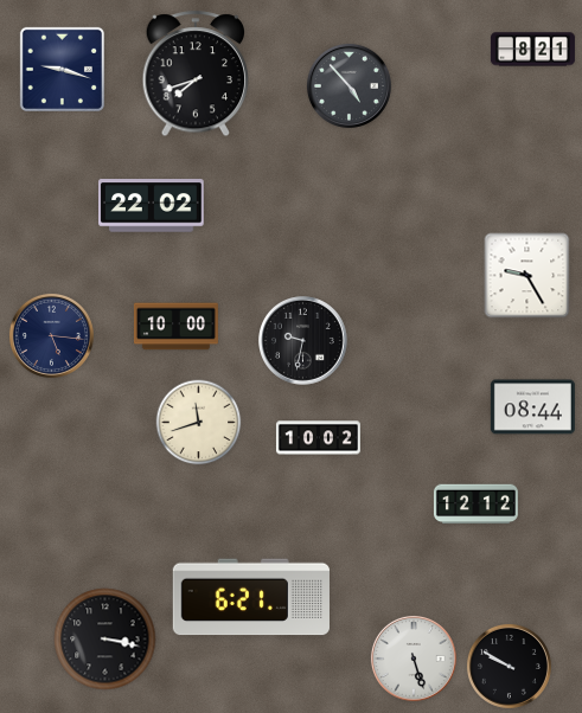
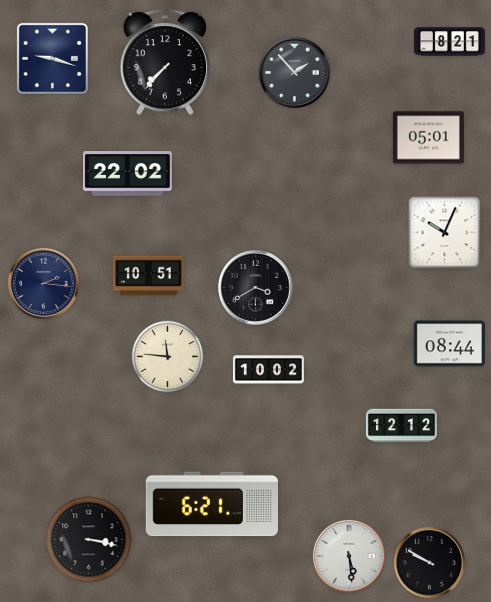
clock at (196, 75): 7:42 -> 7:37
clock at (348, 85): 4:53 -> 1:53
clock at (428, 138): none -> 05:01
clock at (527, 276): 9:25 -> 10:04
clock at (175, 327): 10:00 -> 10:51
clock at (51, 335): 5:16 -> 2:16
clock at (303, 341): 9:32 -> 3:40
clock at (199, 423): 11:42 -> 11:46
clock at (414, 659): 5:27 -> 5:29
